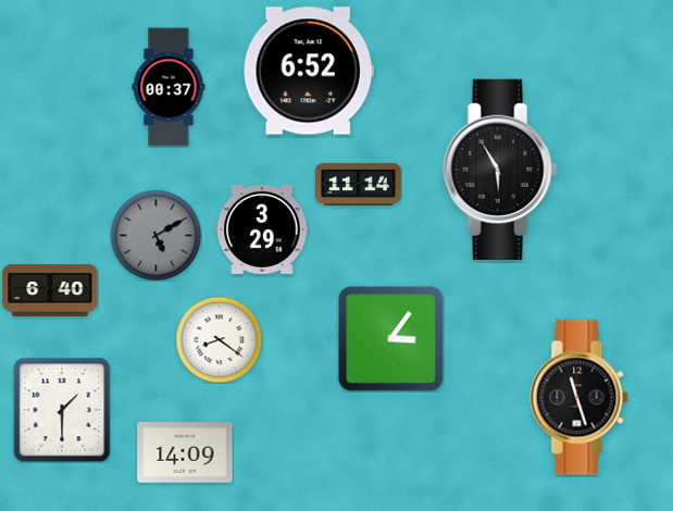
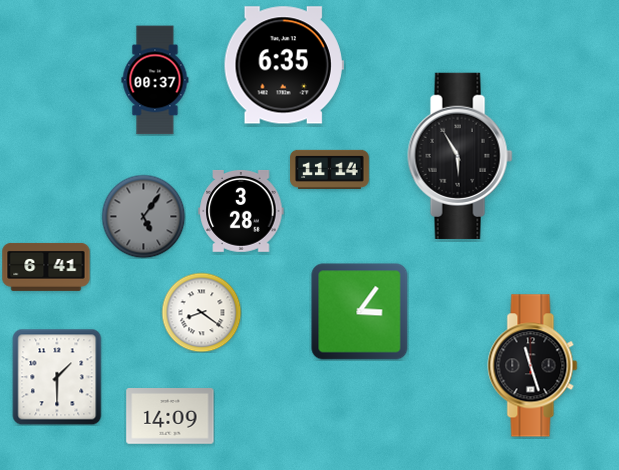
clock at (309, 71): 6:52 -> 6:35
clock at (262, 229): 3:29 -> 3:28
clock at (155, 235): 5:10 -> 5:06
clock at (50, 290): 6:40 -> 6:41
